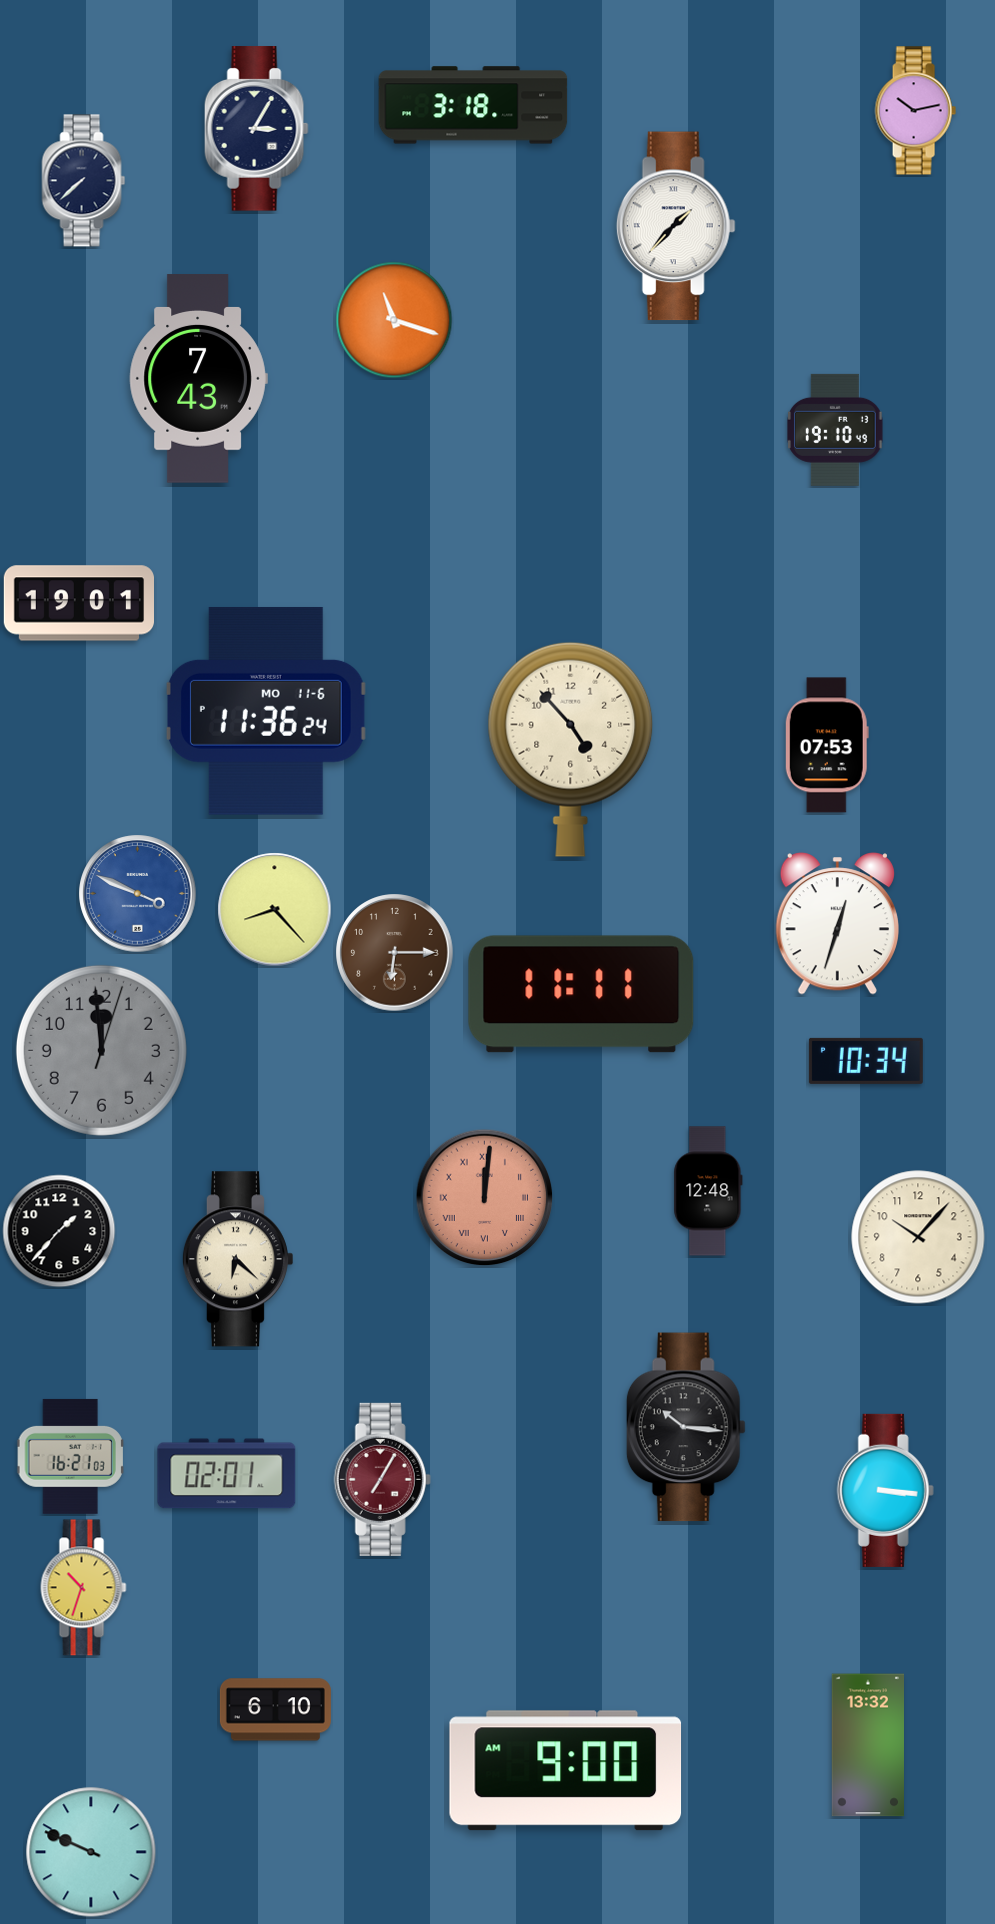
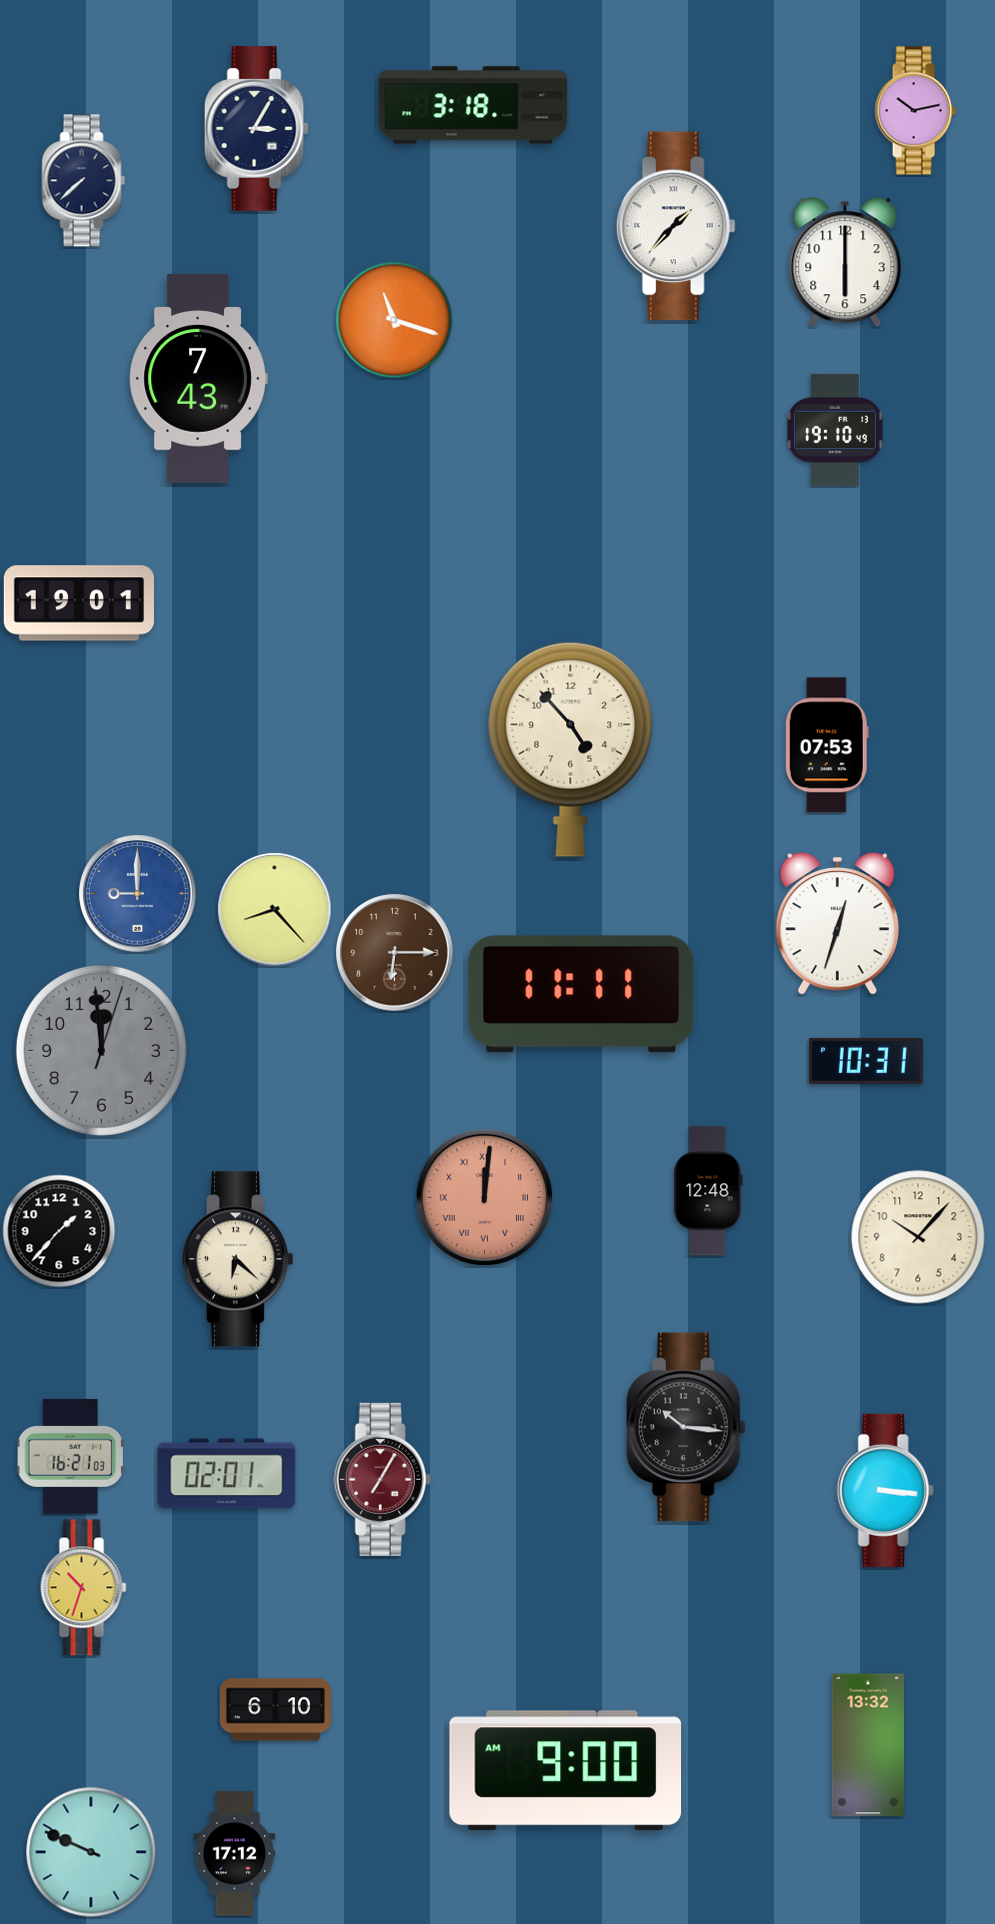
clock at (845, 263): none -> 6:00
clock at (266, 711): 11:36 -> none
clock at (138, 894): 3:49 -> 9:00
clock at (866, 1061): 10:34 -> 10:31
clock at (235, 1854): none -> 17:12
